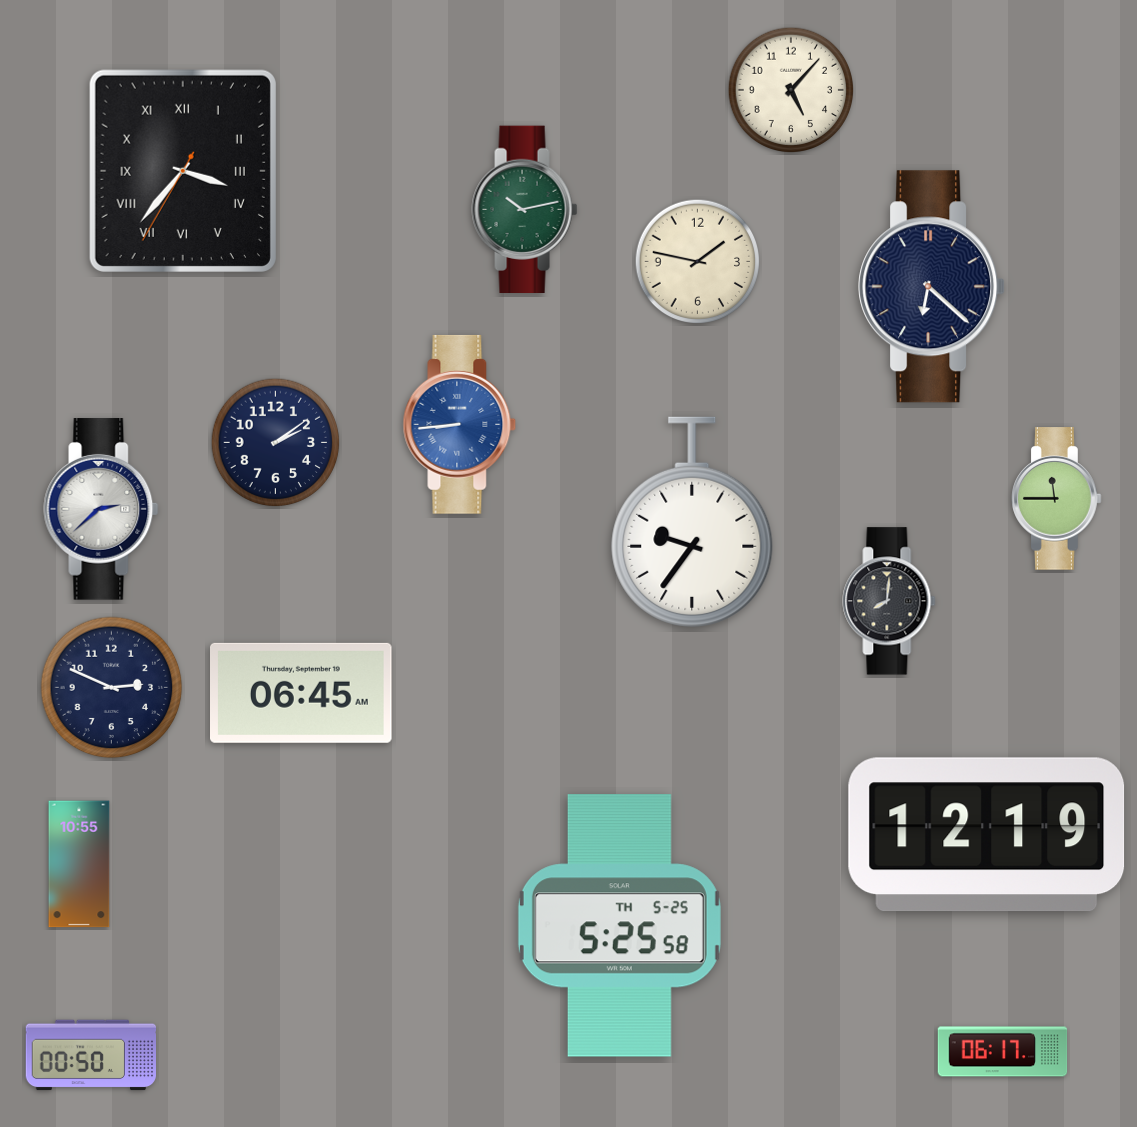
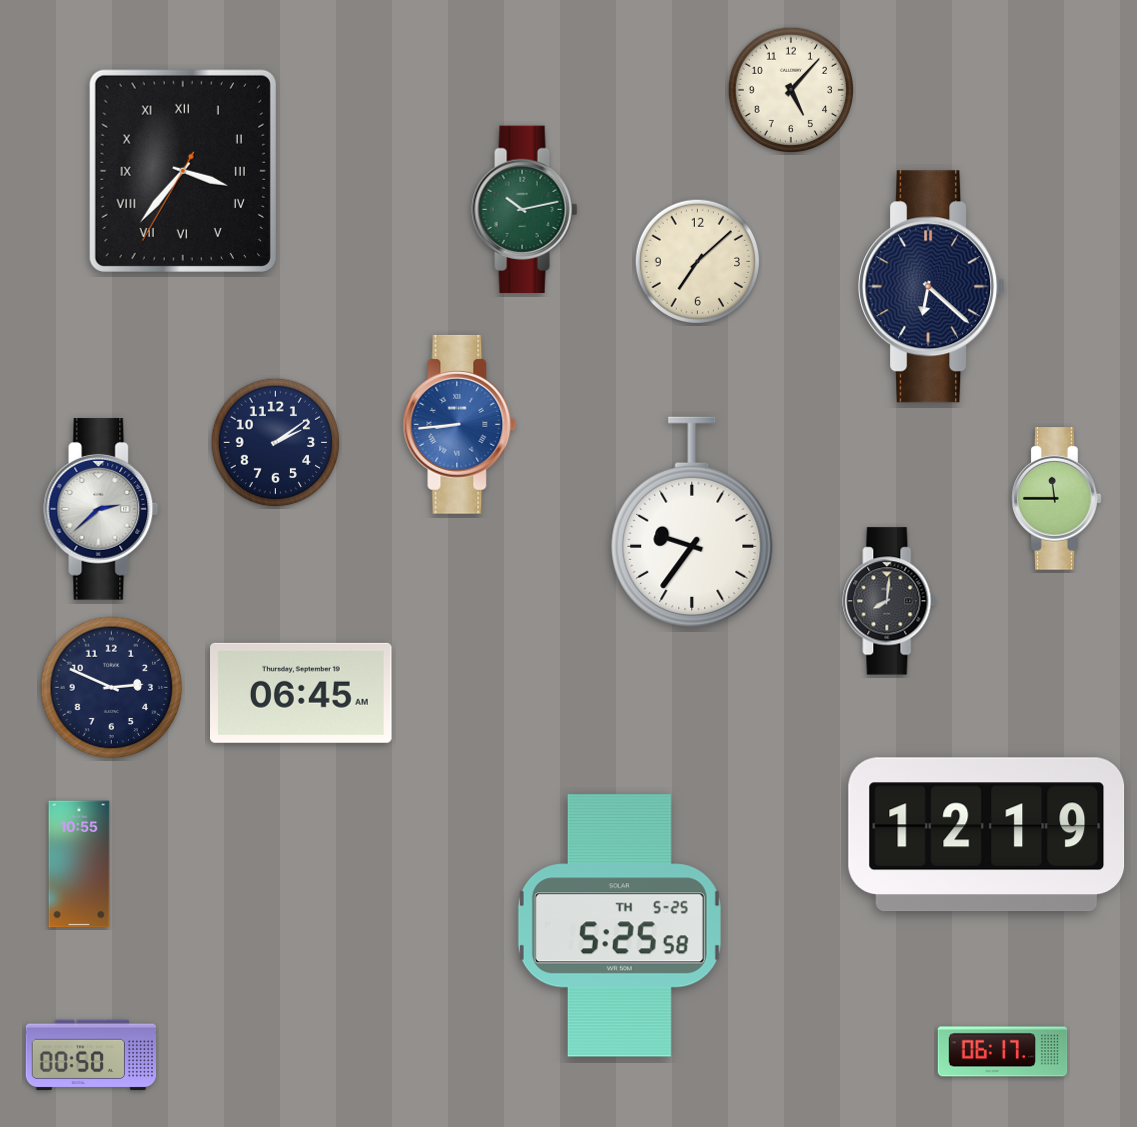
clock at (698, 262): 1:47 -> 7:08
